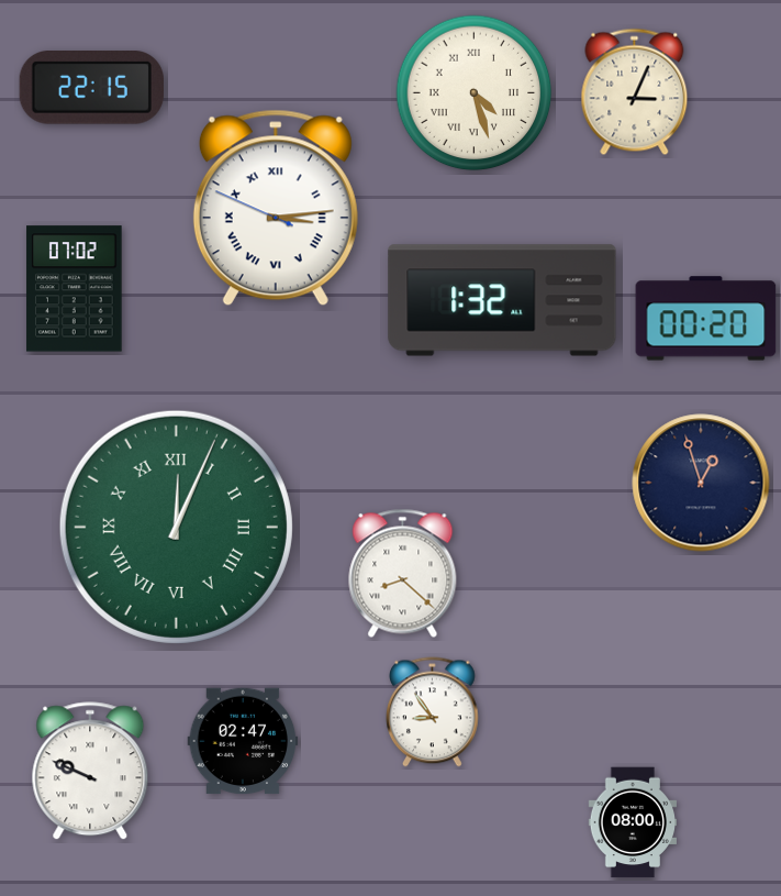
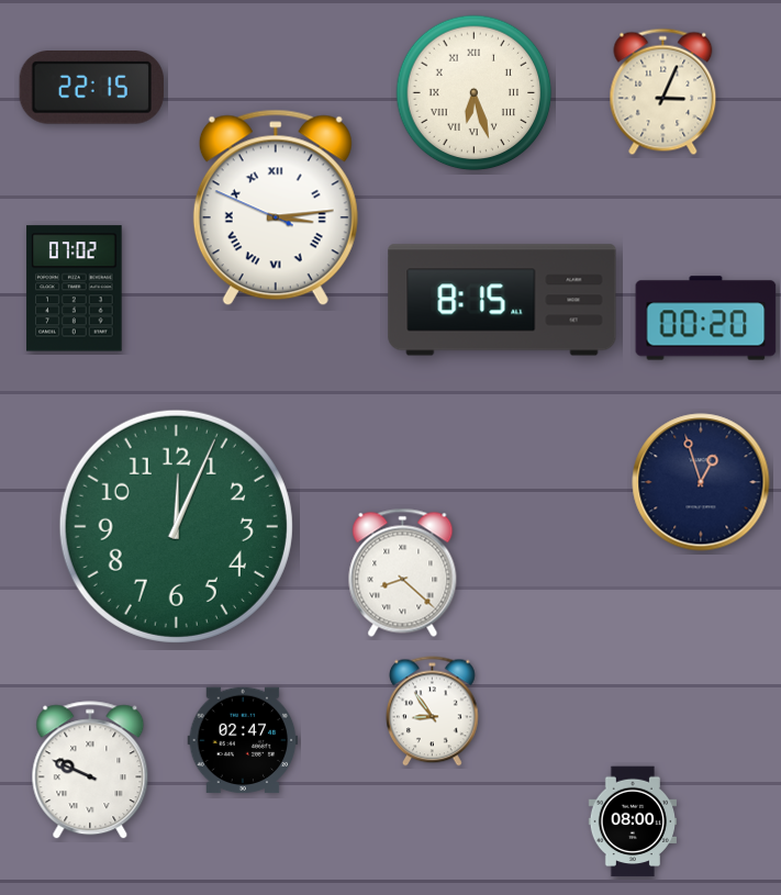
clock at (635, 92) position: (635, 92) -> (663, 92)
clock at (475, 93): 4:27 -> 6:27
clock at (502, 300): 1:32 -> 8:15
clock at (176, 527) numerals: Roman -> Arabic
